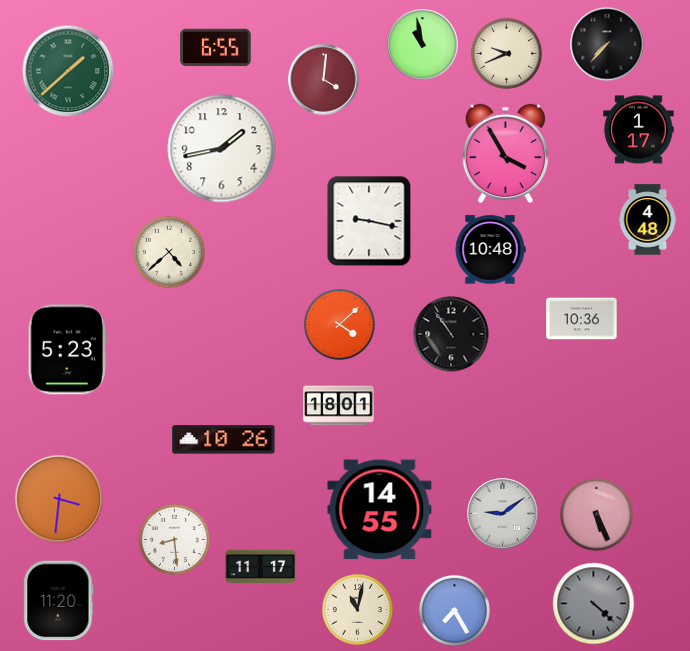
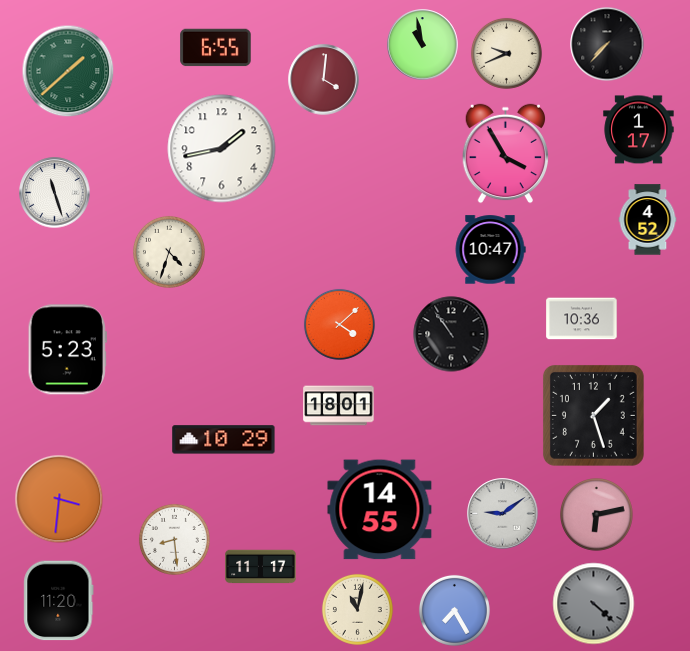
clock at (55, 193): none -> 11:27
clock at (648, 220): 4:48 -> 4:52
clock at (369, 221): 9:17 -> none
clock at (490, 250): 10:48 -> 10:47
clock at (169, 252): 4:38 -> 4:33
clock at (593, 415): none -> 1:27
clock at (224, 440): 10:26 -> 10:29
clock at (597, 515): 5:26 -> 6:13
